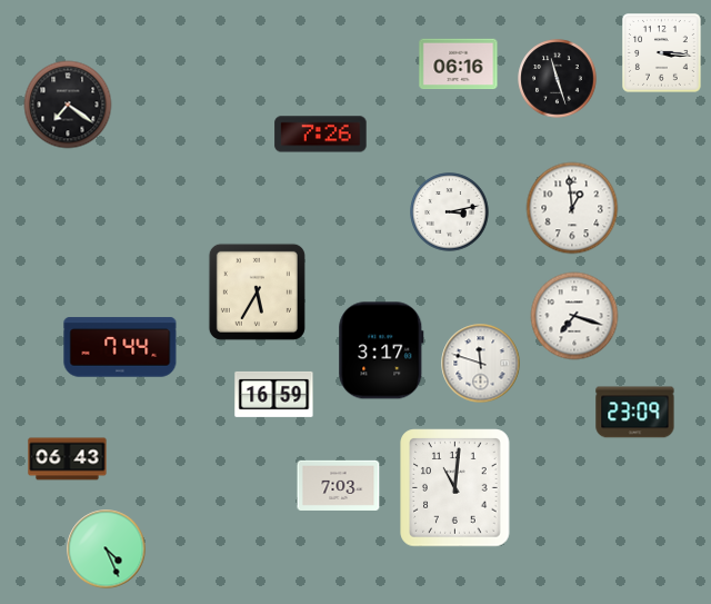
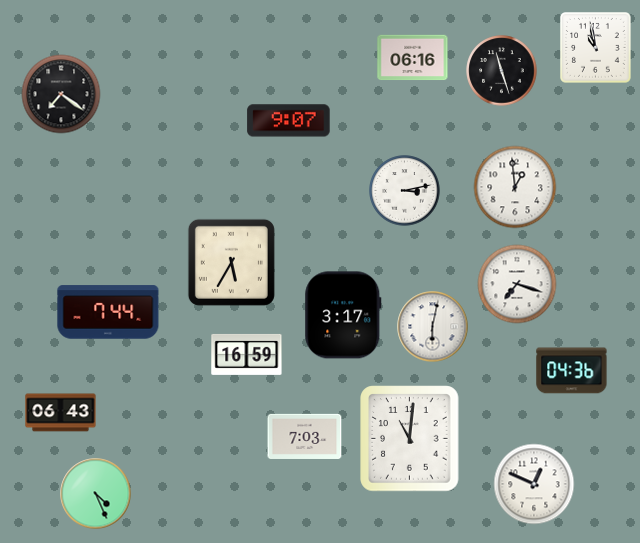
clock at (662, 53): 3:16 -> 10:58
clock at (321, 135): 7:26 -> 9:07
clock at (481, 364): 11:48 -> 6:02
clock at (635, 413): 23:09 -> 04:36
clock at (534, 484): none -> 12:49
